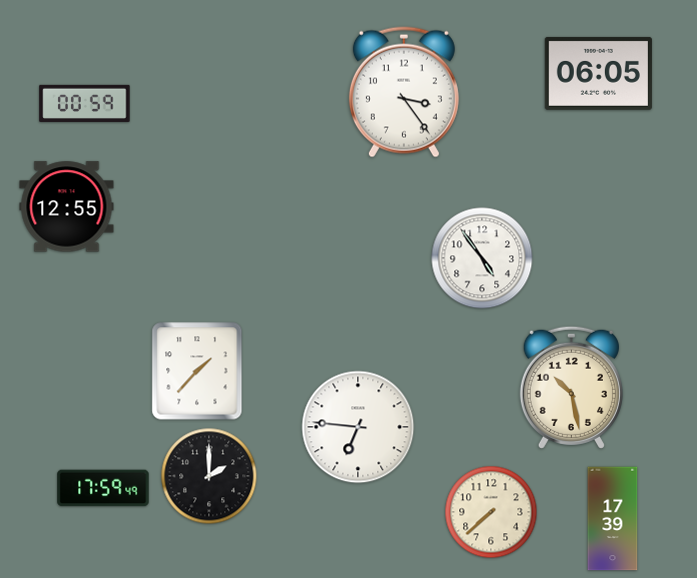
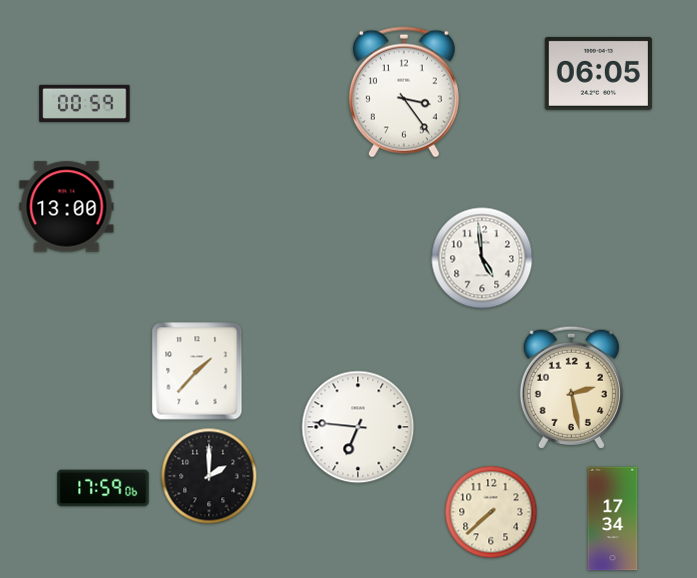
clock at (67, 207): 12:55 -> 13:00
clock at (482, 258): 4:54 -> 4:59
clock at (571, 387): 10:28 -> 2:28
clock at (103, 488): 17:59:49 -> 17:59:06
clock at (613, 519): 17:39 -> 17:34
